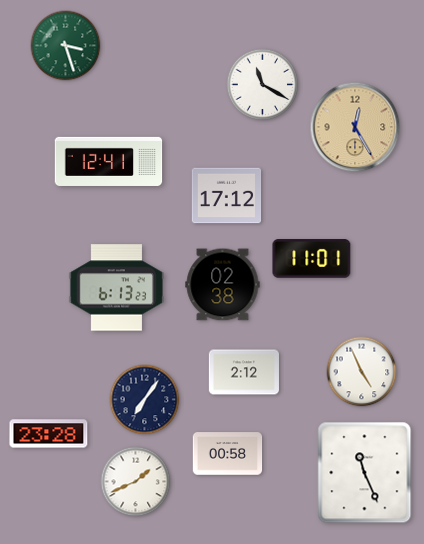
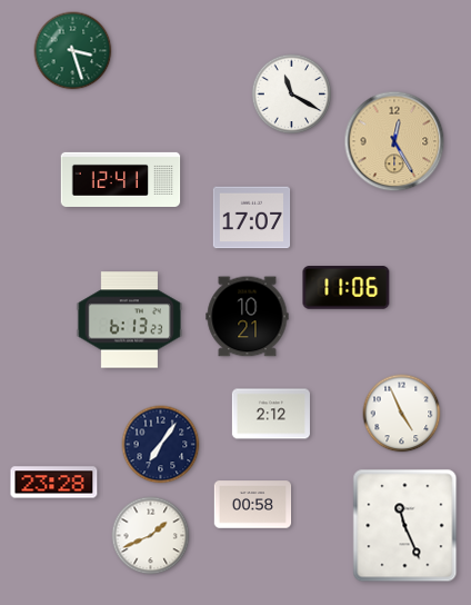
clock at (227, 196): 17:12 -> 17:07
clock at (312, 259): 11:01 -> 11:06
clock at (223, 285): 02:38 -> 10:21
